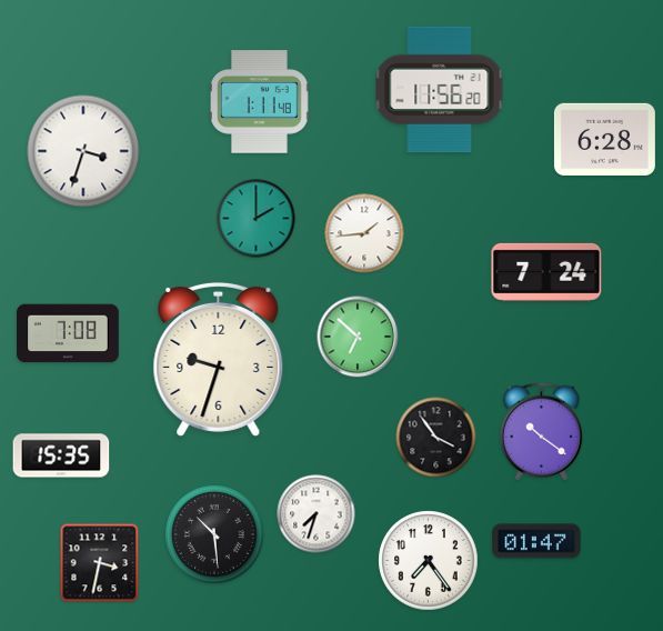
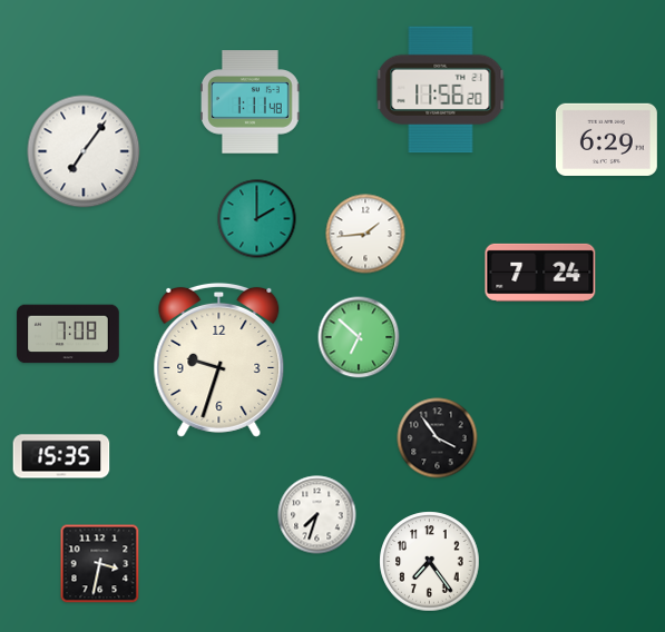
clock at (260, 102) position: (260, 102) -> (251, 102)
clock at (604, 139): 6:28 -> 6:29
clock at (83, 151): 3:33 -> 7:06
clock at (546, 272) position: (546, 272) -> (540, 273)
clock at (541, 432): 10:21 -> none
clock at (214, 534): 10:29 -> none
clock at (536, 541): 01:47 -> none
